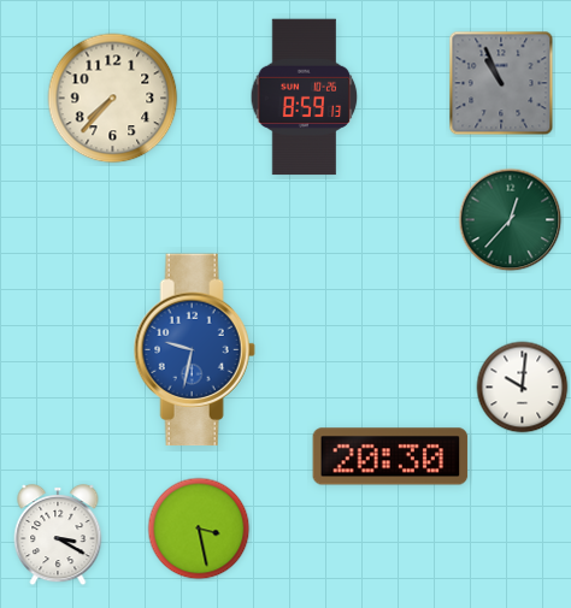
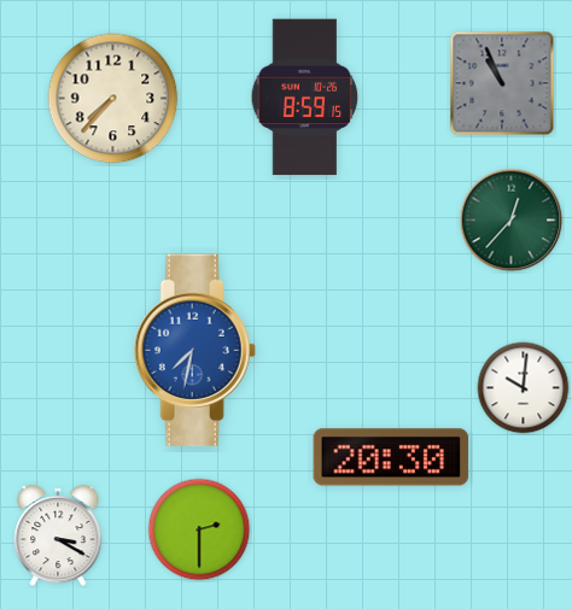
clock at (305, 98): 8:59:13 -> 8:59:15
clock at (194, 350): 9:32 -> 7:32
clock at (199, 529): 3:28 -> 2:30
